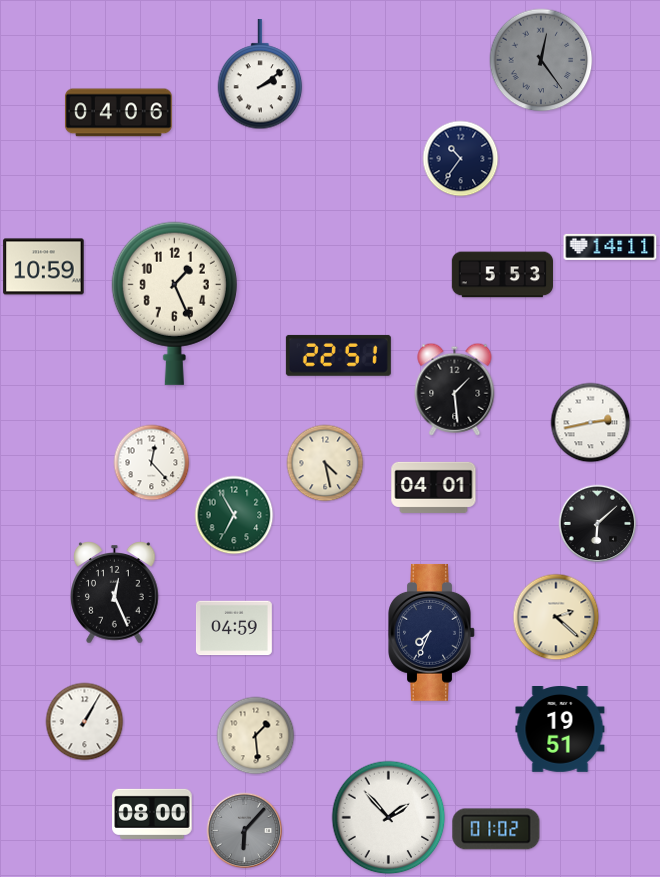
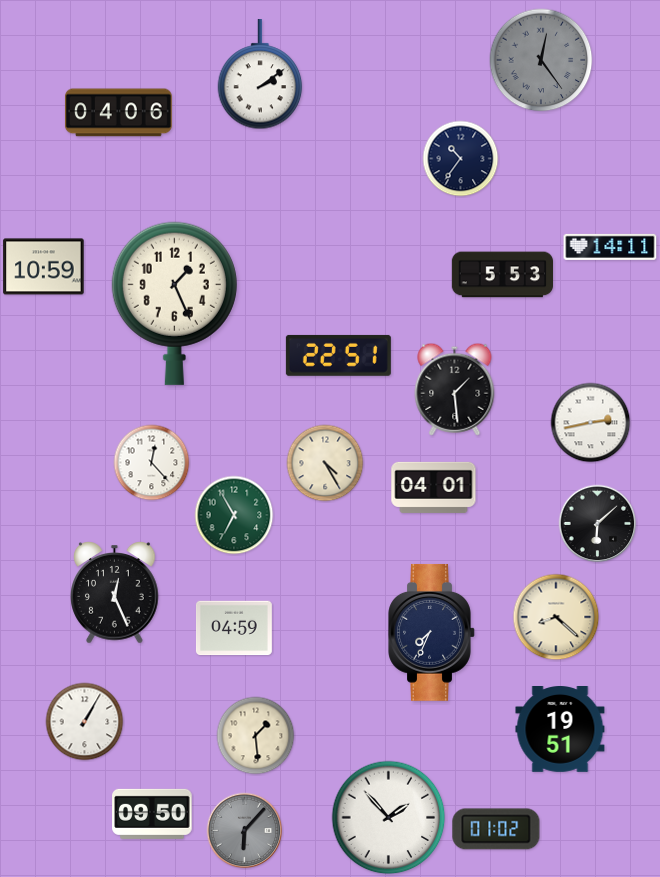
clock at (325, 463): 4:28 -> 4:25
clock at (556, 617): 2:22 -> 8:22
clock at (152, 814): 08:00 -> 09:50
